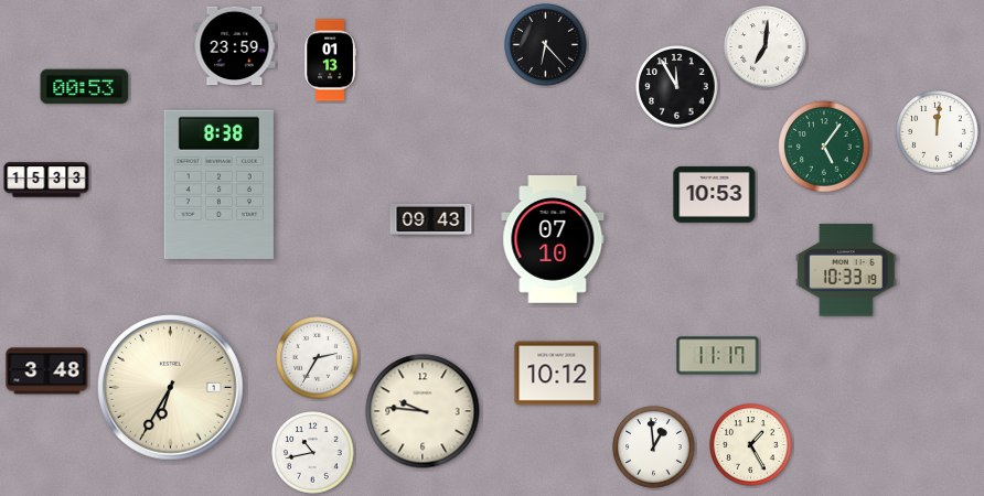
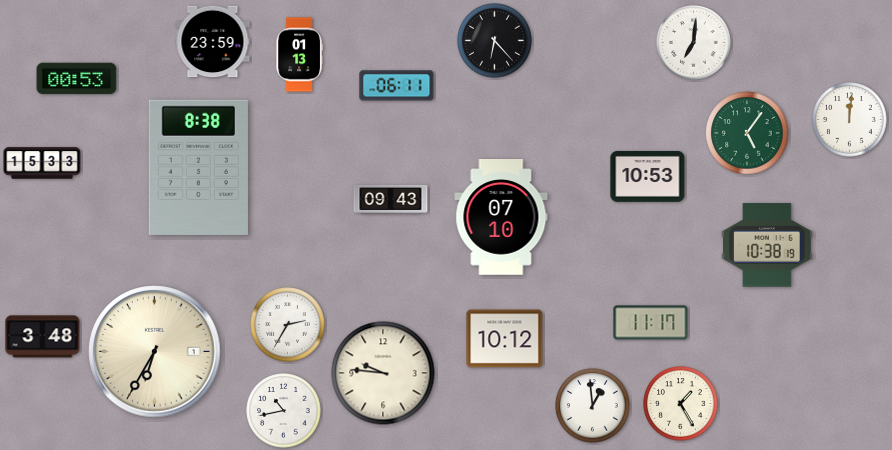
clock at (677, 87): 11:55 -> none
clock at (397, 86): none -> 06:11
clock at (846, 270): 10:33 -> 10:38
